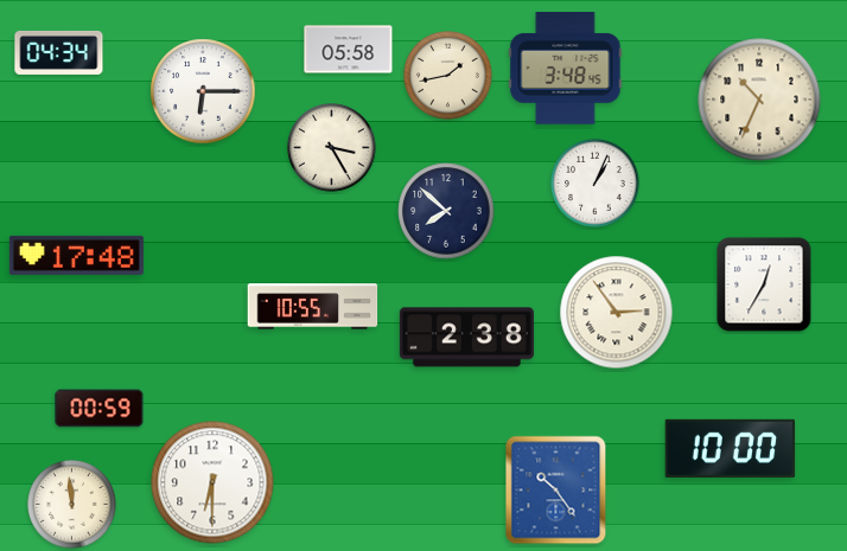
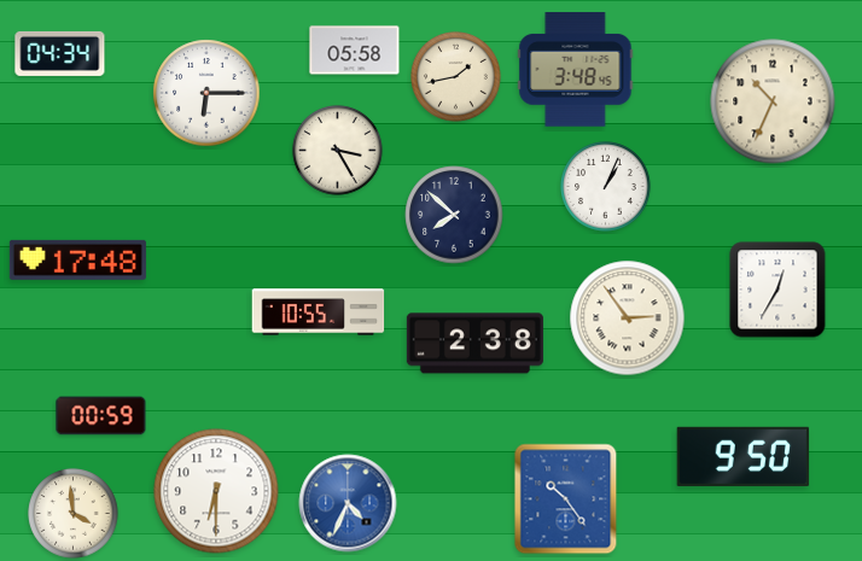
clock at (731, 448): 10:00 -> 9:50
clock at (348, 503): none -> 4:34
clock at (72, 505): 11:59 -> 3:59
